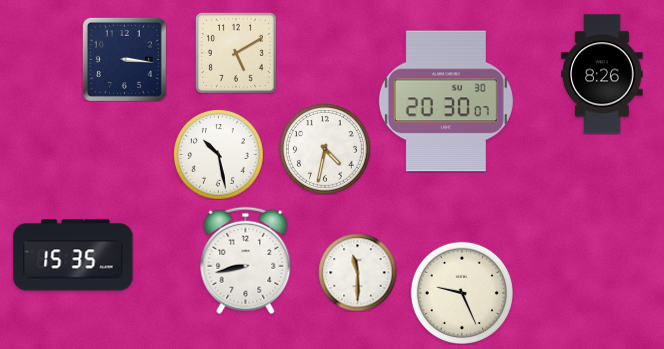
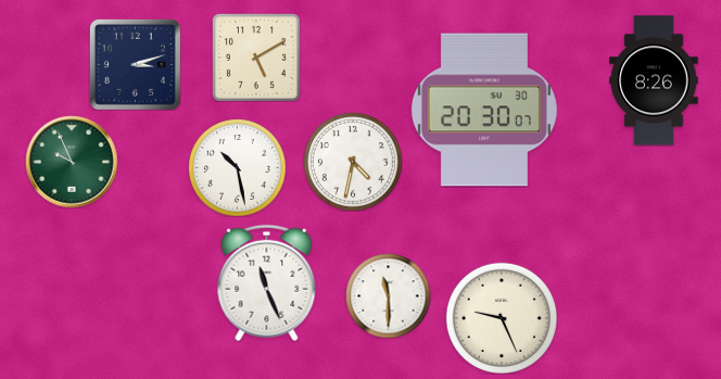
clock at (124, 59): 3:16 -> 3:12
clock at (72, 162): none -> 9:56
clock at (73, 255): 15:35 -> none
clock at (246, 260): 8:43 -> 11:26
